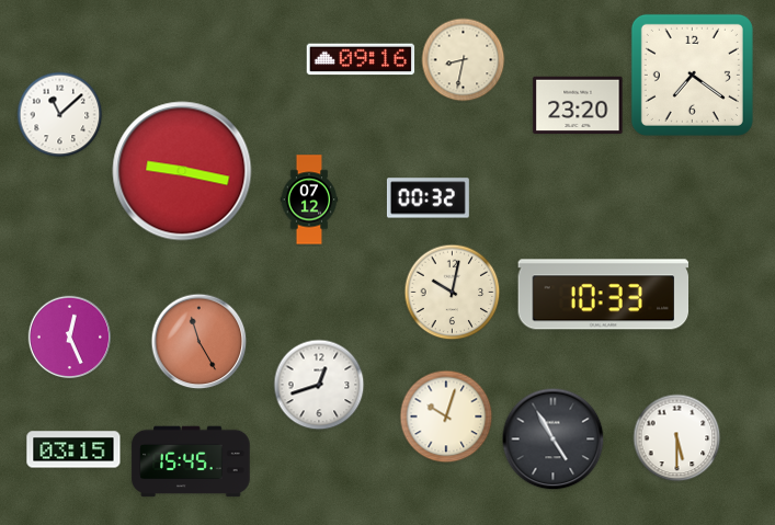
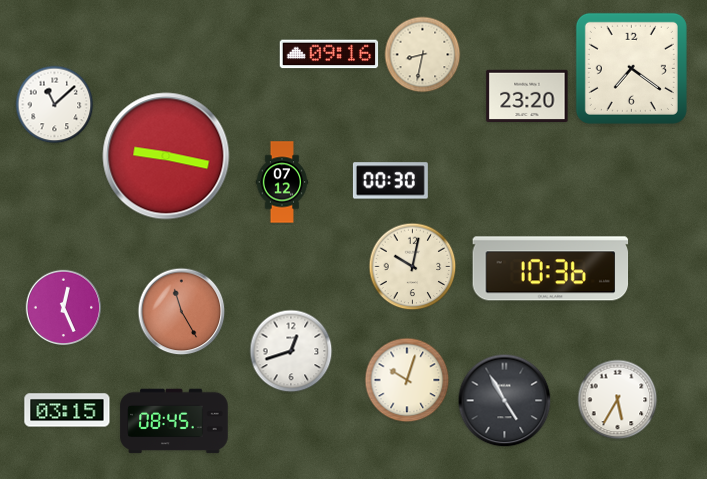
clock at (428, 198): 00:32 -> 00:30
clock at (604, 295): 10:33 -> 10:36
clock at (677, 438): 5:30 -> 5:35
clock at (191, 461): 15:45 -> 08:45
